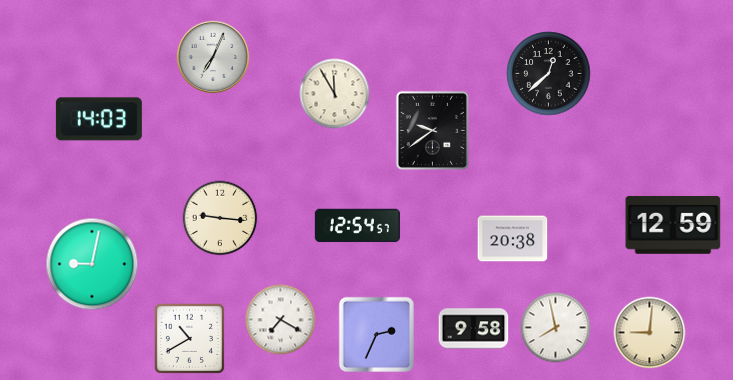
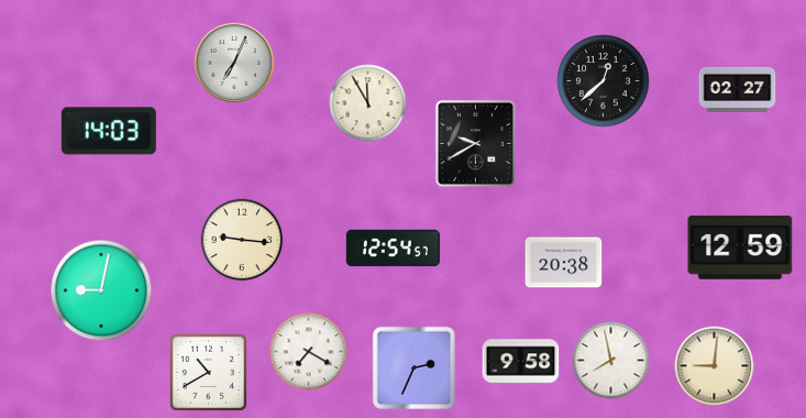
clock at (738, 89): none -> 02:27
clock at (432, 130): 9:39 -> 9:40
